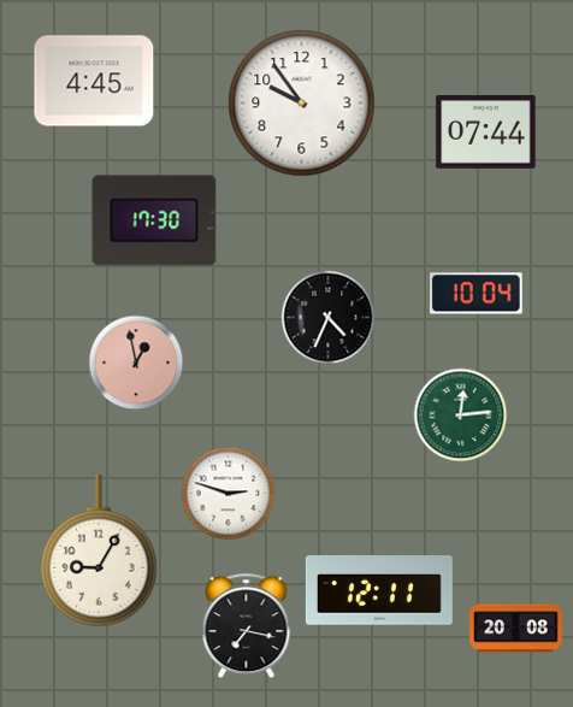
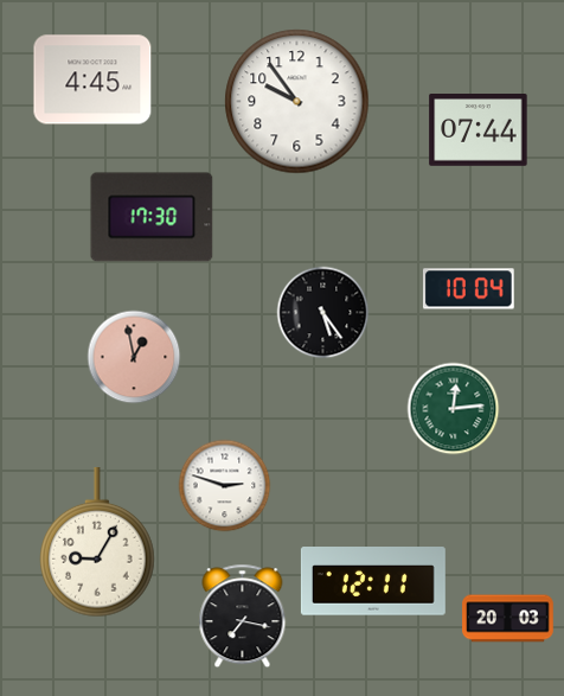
clock at (327, 317): 4:34 -> 5:24
clock at (516, 629): 20:08 -> 20:03
